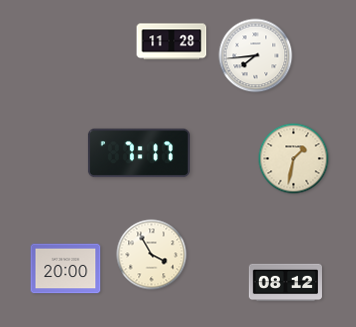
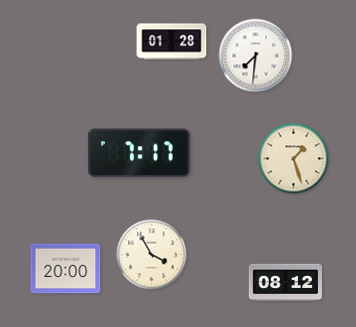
clock at (172, 42): 11:28 -> 01:28
clock at (256, 56): 7:44 -> 7:31
clock at (294, 159): 1:32 -> 1:27
